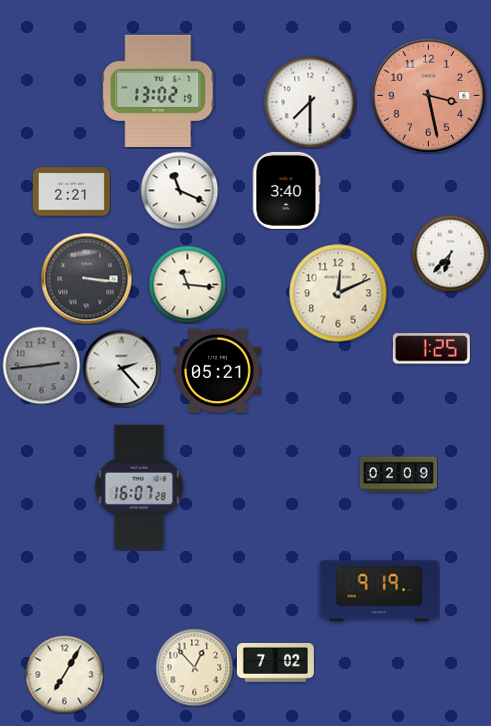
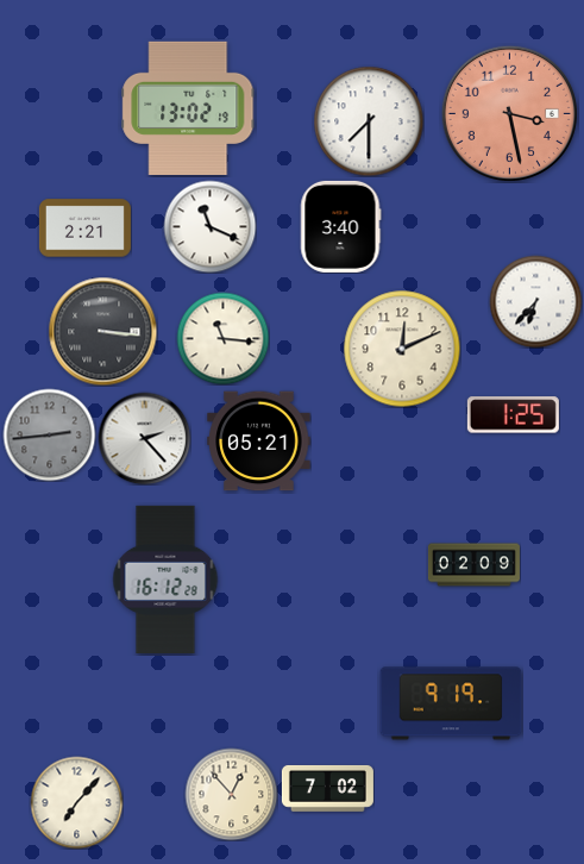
clock at (179, 190) position: (179, 190) -> (209, 226)
clock at (139, 487): 16:07 -> 16:12
clock at (64, 674): 7:05 -> 7:07
